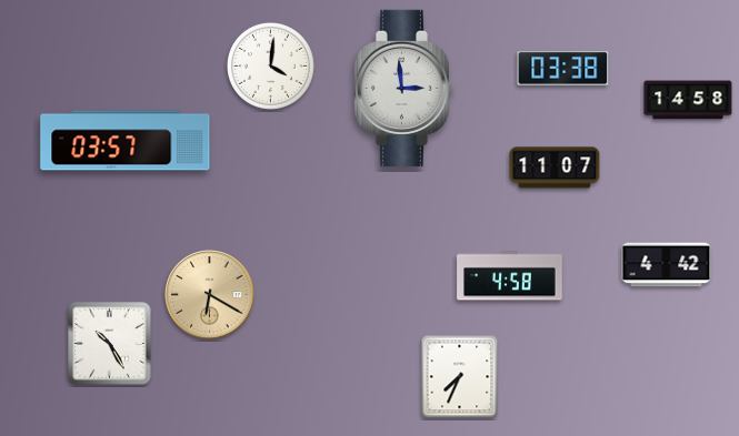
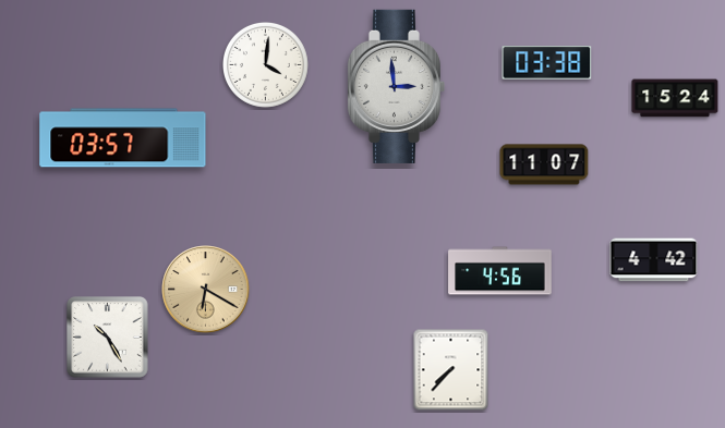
clock at (563, 69) position: (563, 69) -> (547, 63)
clock at (688, 100): 14:58 -> 15:24
clock at (510, 276): 4:58 -> 4:56
clock at (460, 377): 7:34 -> 7:37
